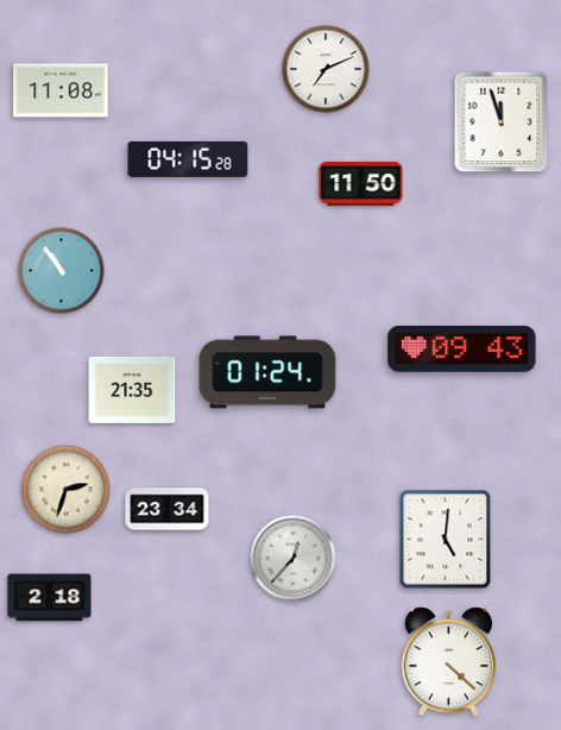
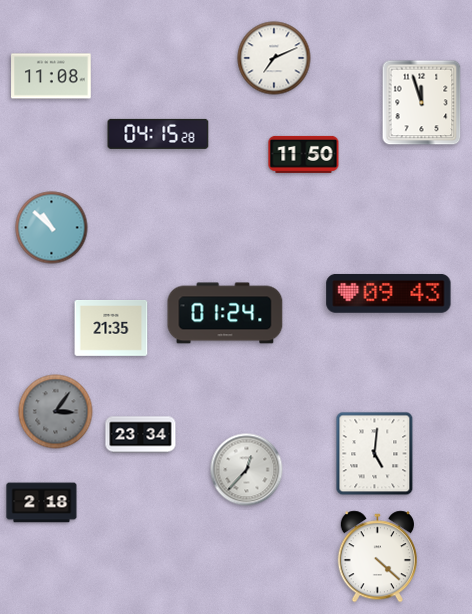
clock at (62, 271): 10:54 -> 10:52
clock at (67, 490): 2:33 -> 3:06
clock at (67, 490) dial: cream -> grey
clock at (168, 510) position: (168, 510) -> (141, 435)
